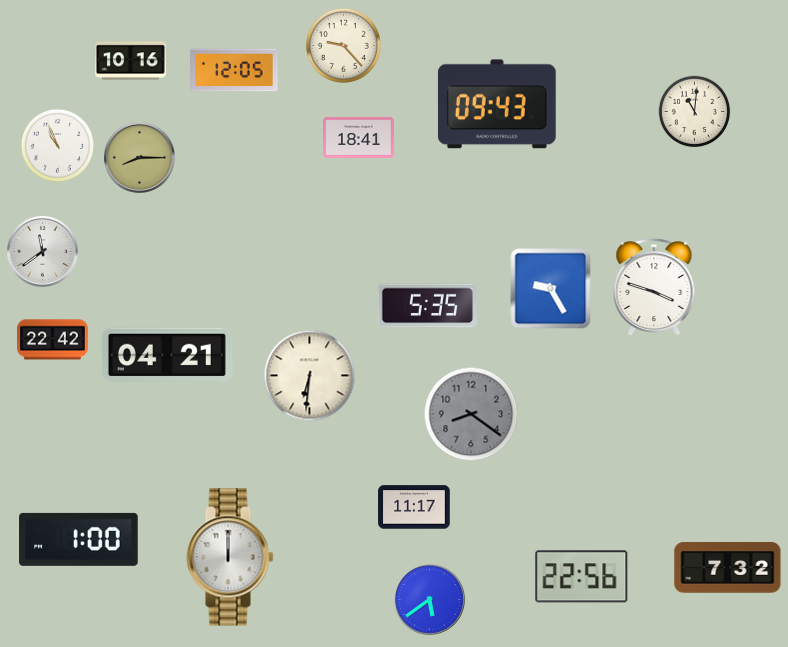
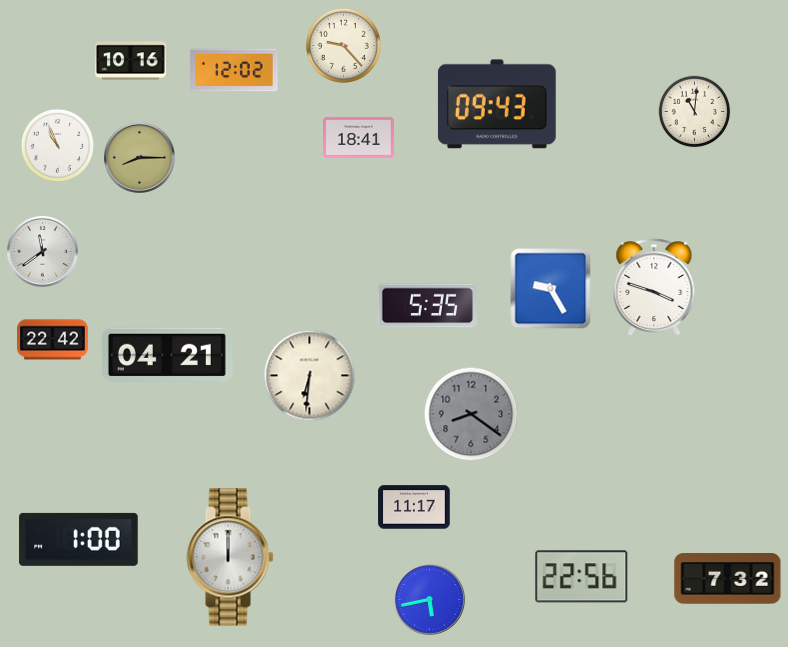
clock at (234, 70): 12:05 -> 12:02
clock at (728, 568) position: (728, 568) -> (728, 579)
clock at (430, 600): 5:39 -> 5:43
